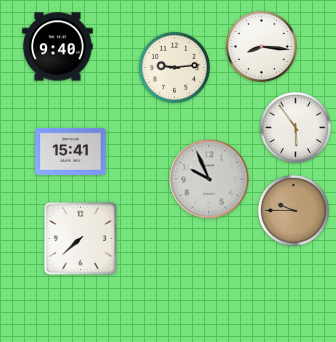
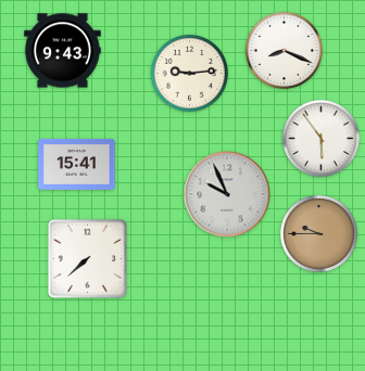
clock at (261, 46): 8:16 -> 8:19
clock at (58, 47): 9:40 -> 9:43
clock at (293, 210) position: (293, 210) -> (318, 233)
